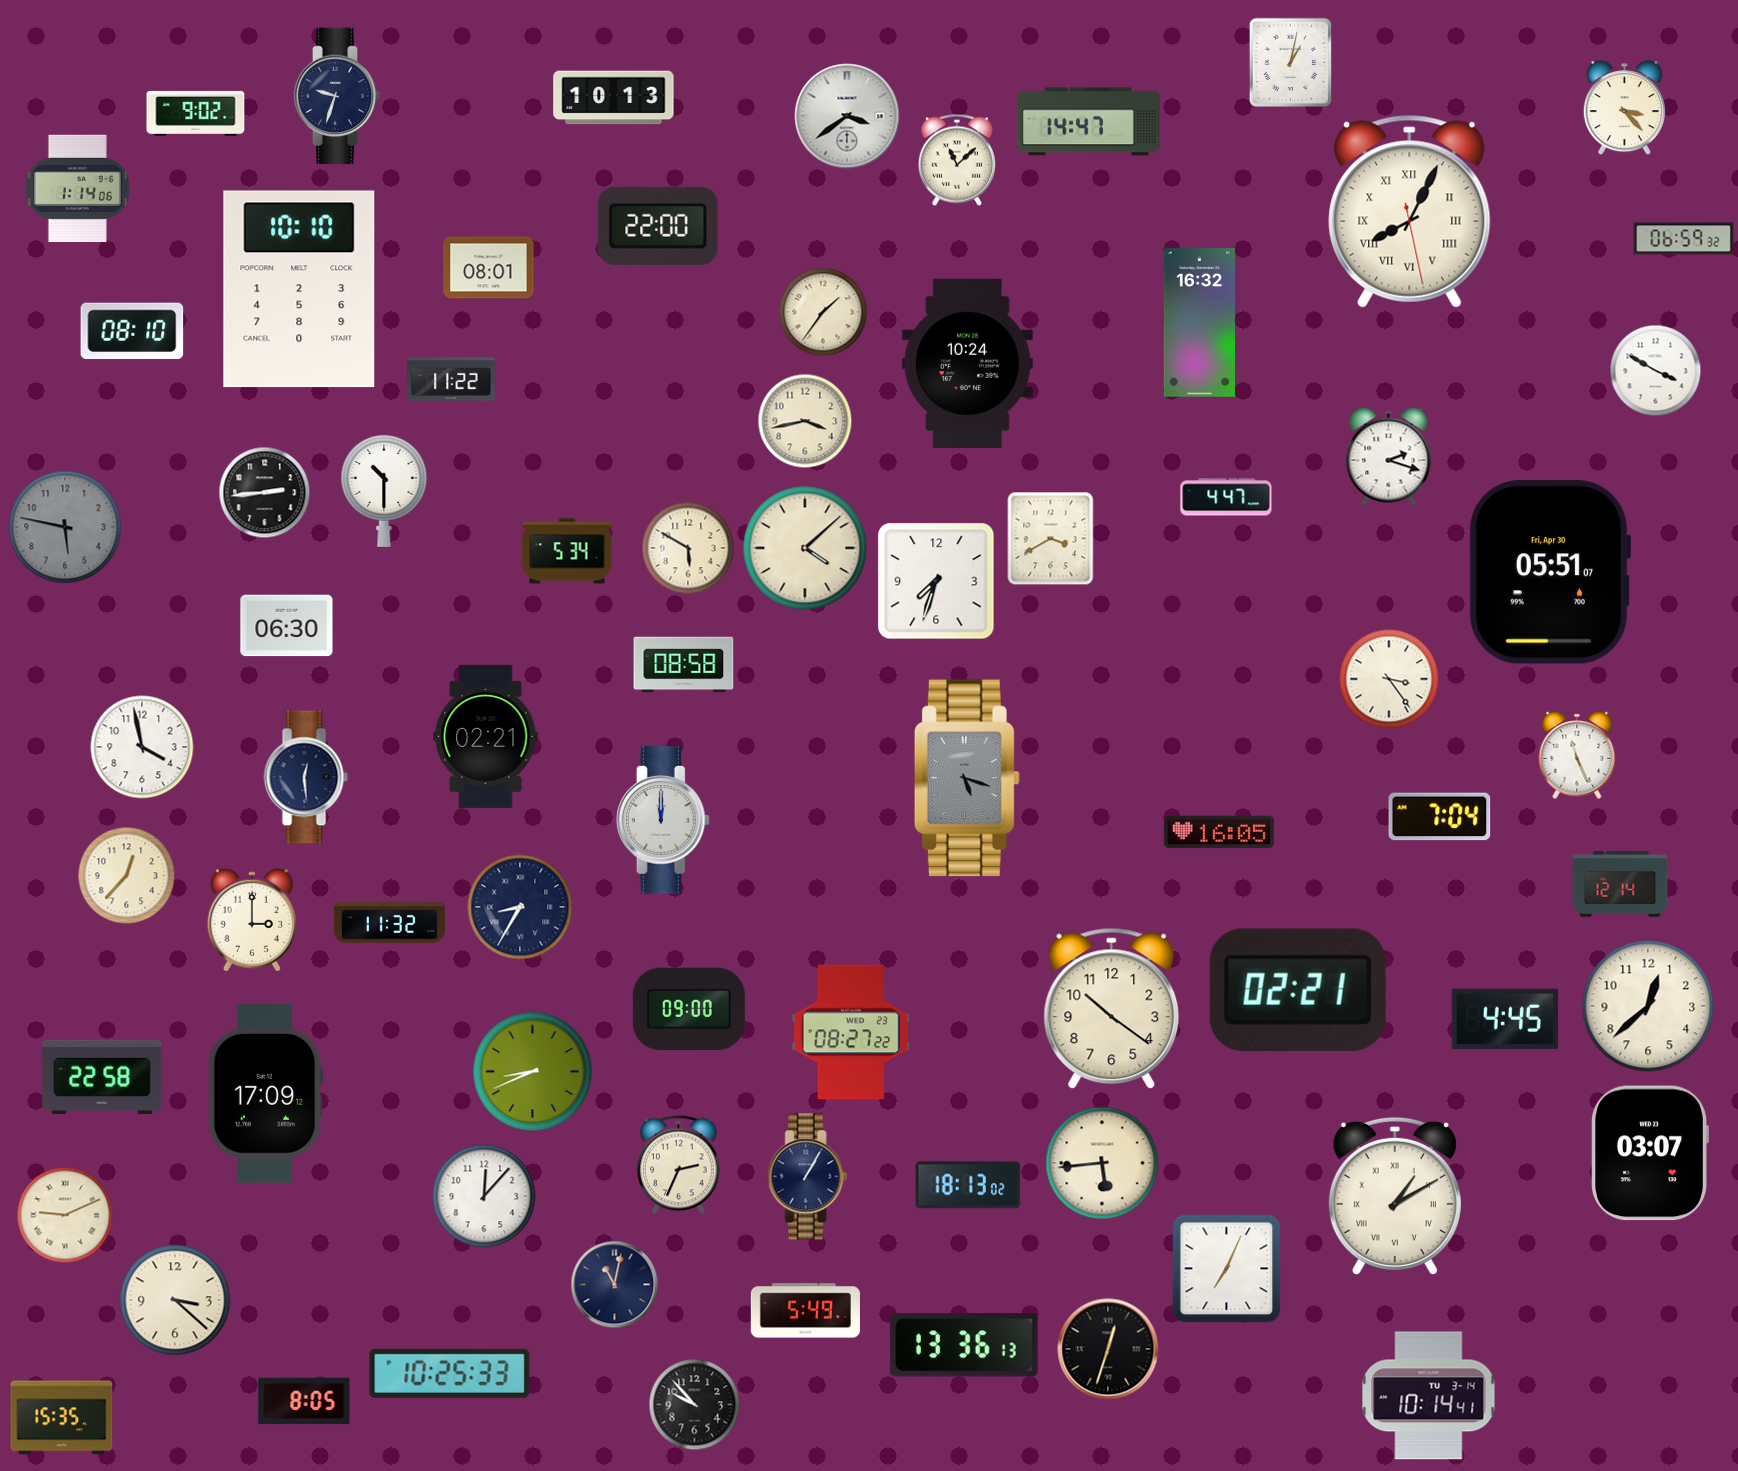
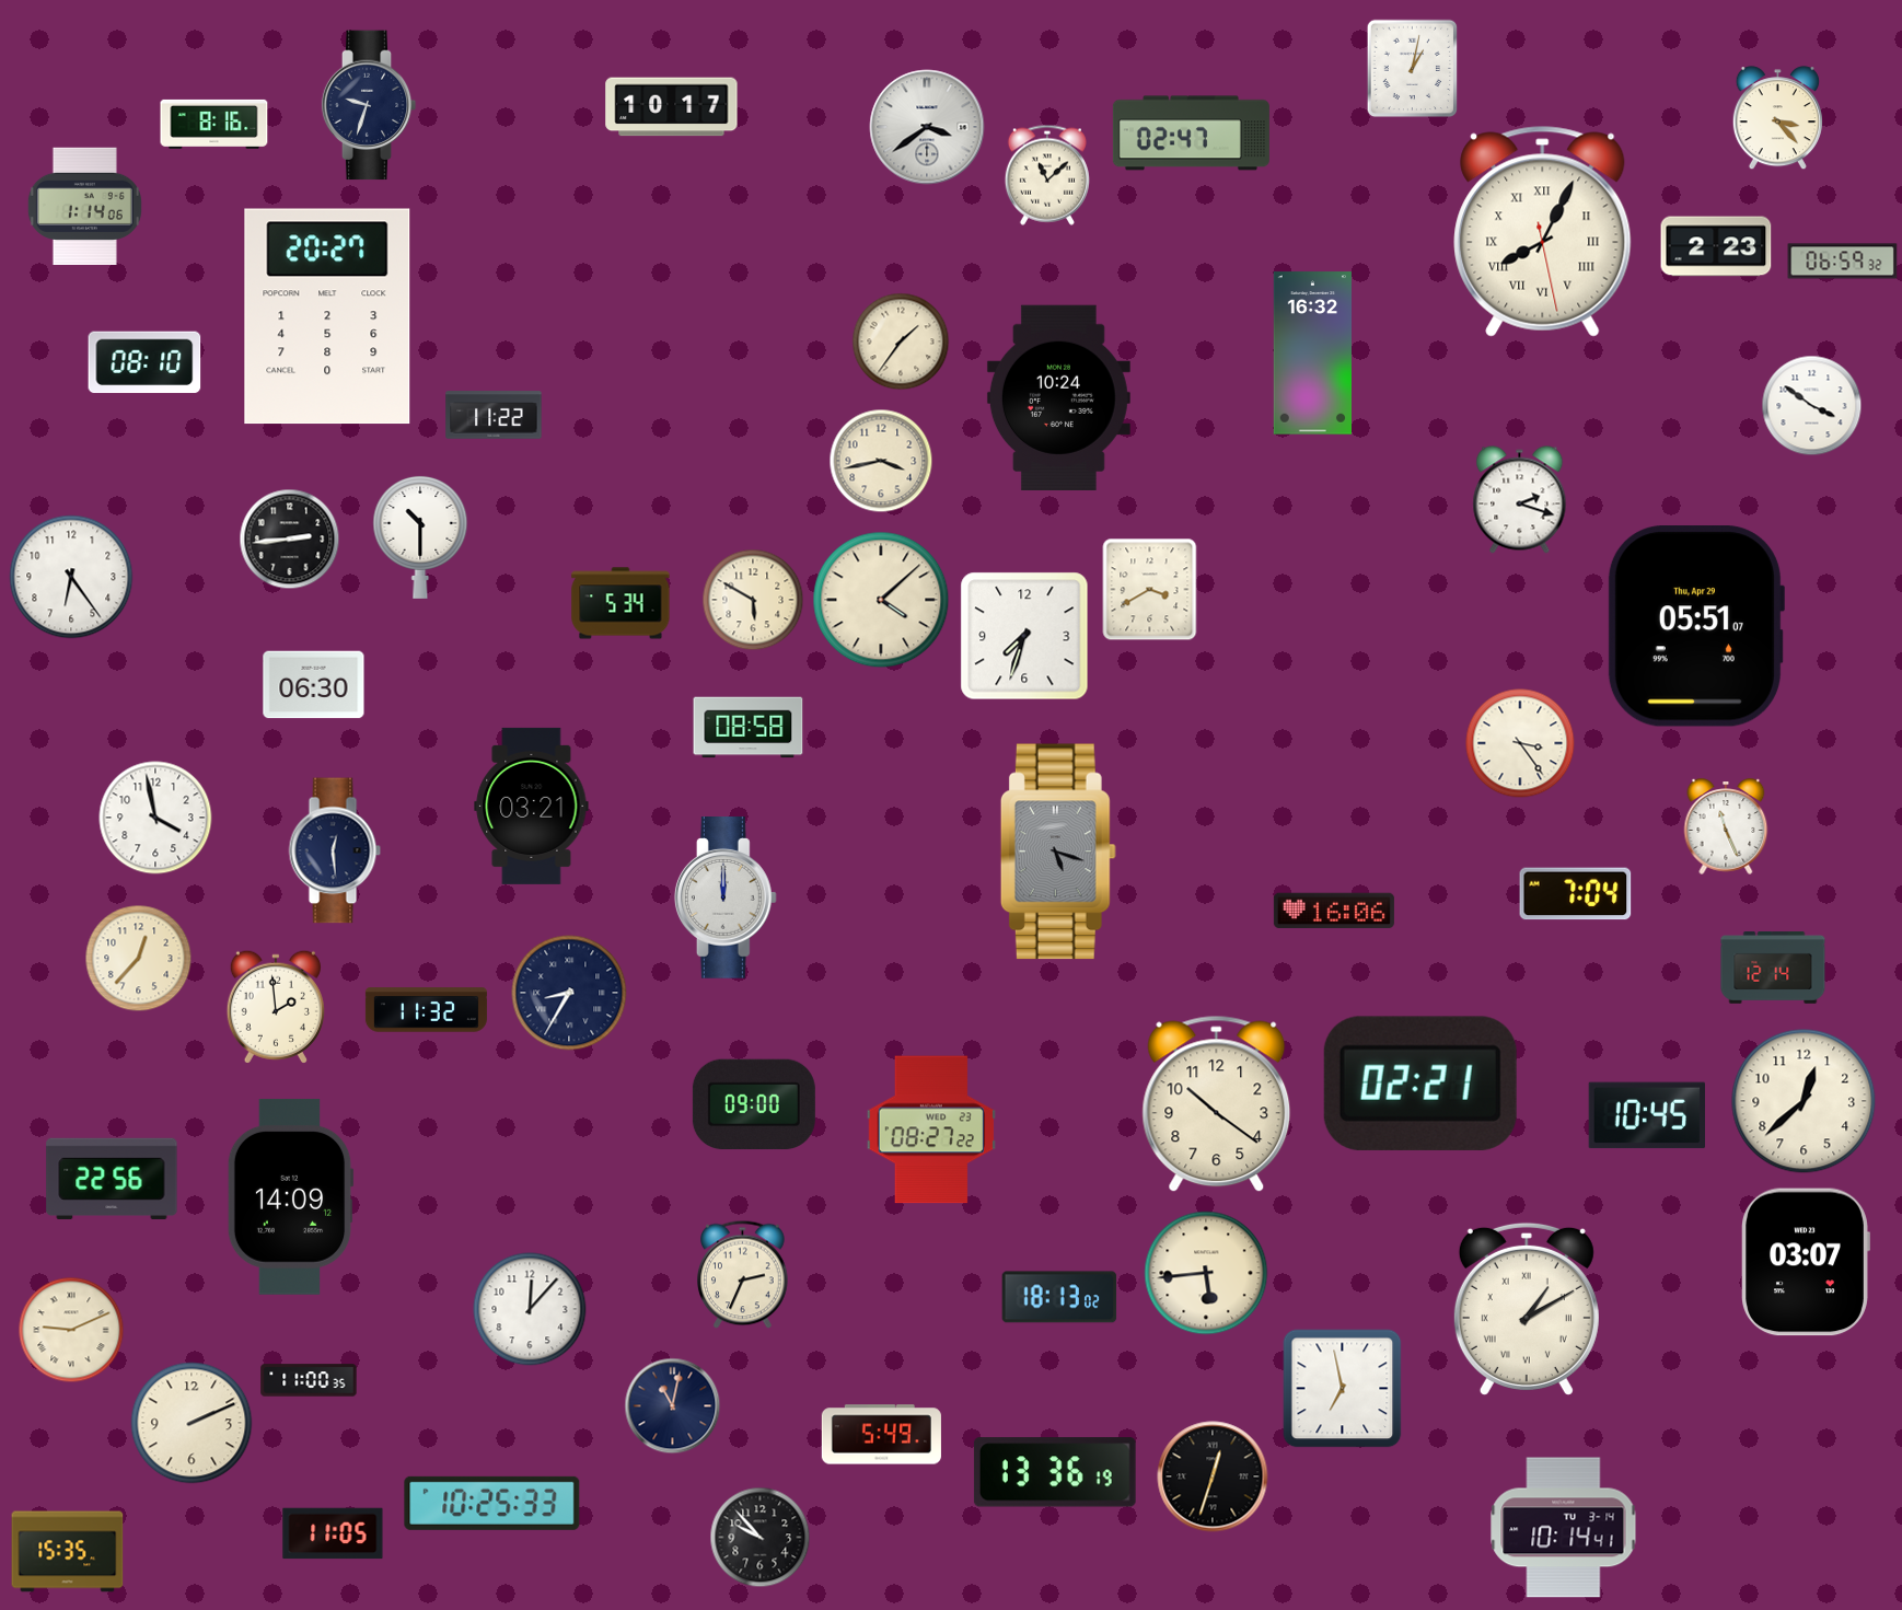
clock at (614, 98): 10:13 -> 10:17
clock at (196, 113): 9:02 -> 8:16
clock at (1088, 122): 14:47 -> 02:47
clock at (1716, 246): none -> 2:23
clock at (658, 226): 22:00 -> none
clock at (489, 268): 08:01 -> none
clock at (299, 289): 10:10 -> 20:27
clock at (1656, 371): 3:50 -> 3:51
clock at (1226, 497): 4:47 -> none
clock at (65, 527): 5:47 -> 6:24
clock at (65, 527) dial: grey -> white
clock at (1549, 573) date: Fri, Apr 30 -> Thu, Apr 29
clock at (486, 736): 02:21 -> 03:21
clock at (1219, 832): 16:05 -> 16:06
clock at (252, 920): 3:00 -> 1:59
clock at (1504, 1019): 4:45 -> 10:45
clock at (533, 1072): 8:41 -> none
clock at (102, 1077): 22:58 -> 22:56
clock at (265, 1093): 17:09 -> 14:09
clock at (808, 1177): 1:05 -> none
clock at (309, 1380): none -> 11:00
clock at (1227, 1269): 7:04 -> 6:58
clock at (175, 1300): 3:22 -> 2:11
clock at (964, 1345): 13:36:13 -> 13:36:19
clock at (304, 1401): 8:05 -> 11:05
